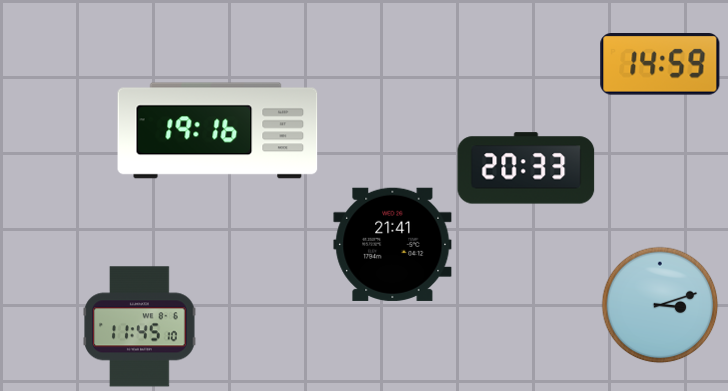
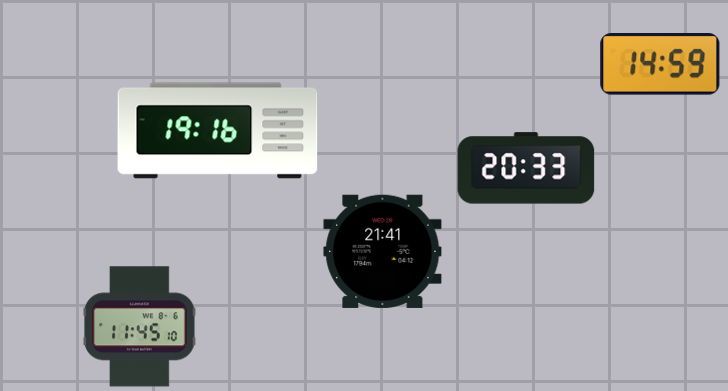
clock at (393, 244) position: (393, 244) -> (383, 251)
clock at (660, 305): 3:12 -> none
